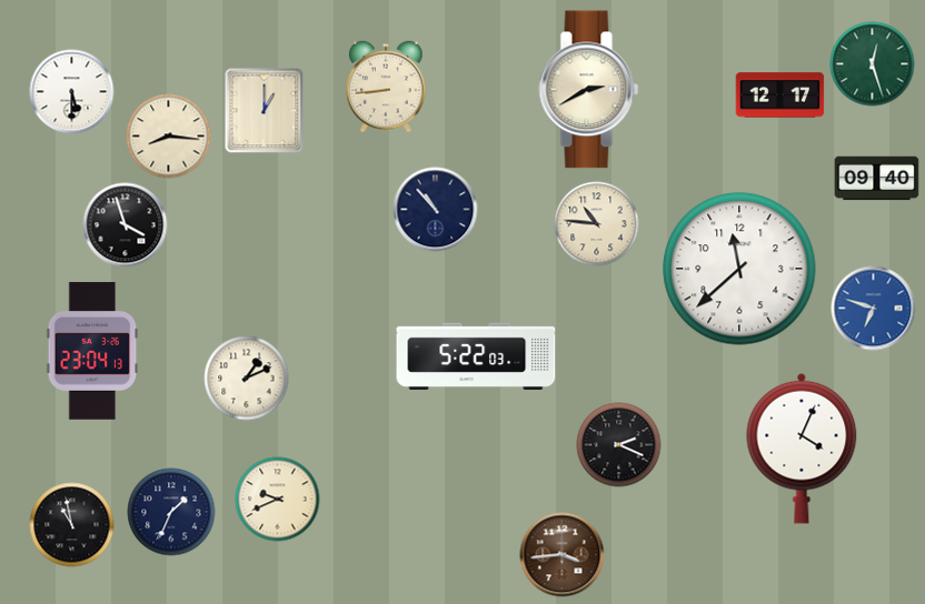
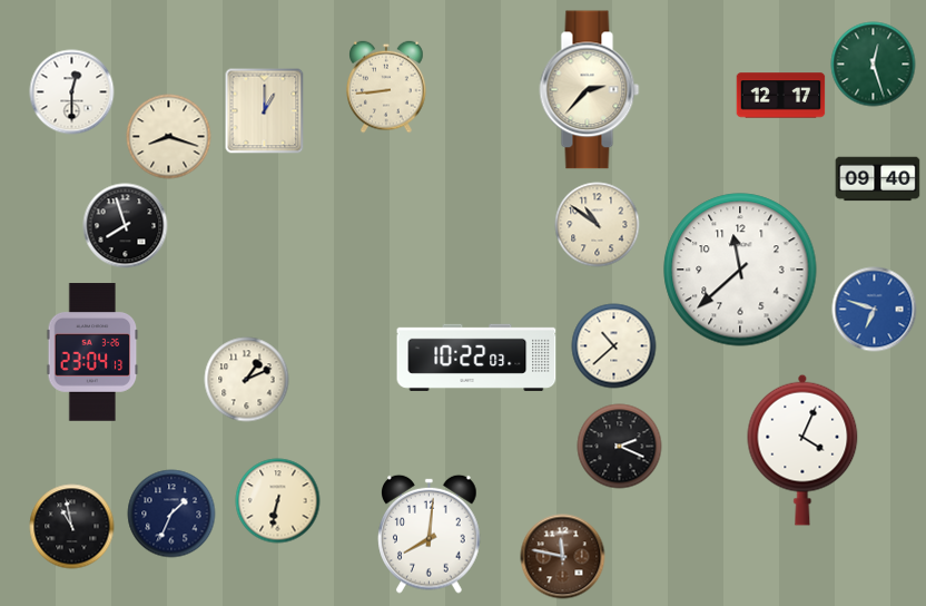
clock at (589, 90): 2:40 -> 2:37
clock at (72, 92): 5:30 -> 12:30
clock at (169, 137): 8:16 -> 8:18
clock at (436, 210): 10:53 -> none
clock at (597, 224): 10:46 -> 10:51
clock at (126, 225): 3:57 -> 7:57
clock at (614, 346): none -> 10:38
clock at (476, 356): 5:22 -> 10:22
clock at (278, 500): 9:41 -> 6:32
clock at (430, 534): none -> 8:01
clock at (563, 555): 3:44 -> 11:47
